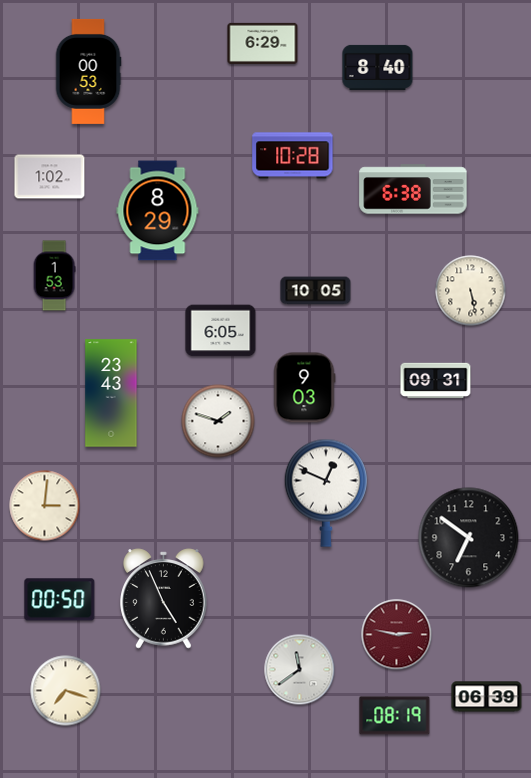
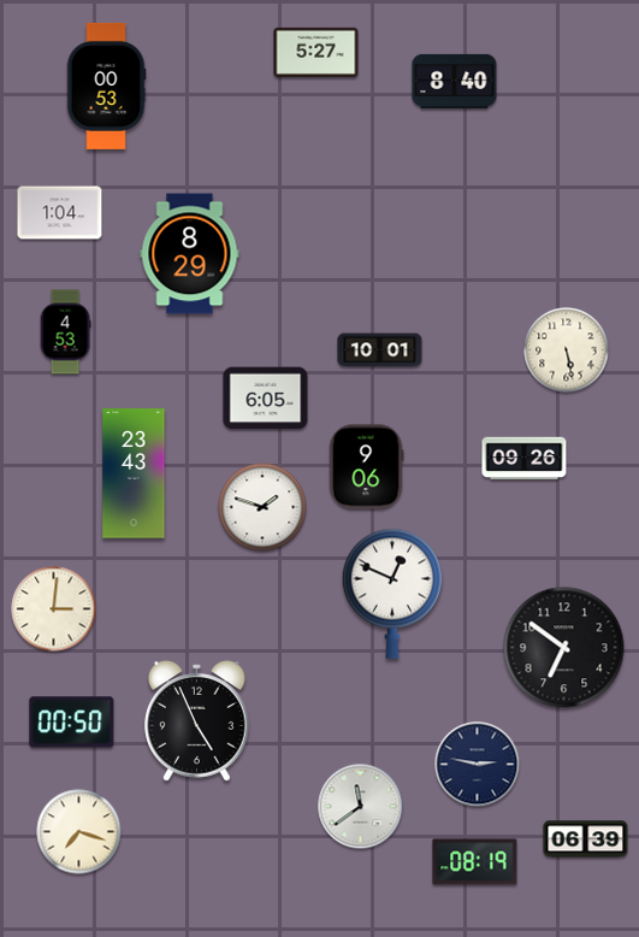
clock at (263, 43): 6:29 -> 5:27
clock at (293, 156): 10:28 -> none
clock at (50, 177): 1:02 -> 1:04
clock at (413, 189): 6:38 -> none
clock at (54, 276): 1:53 -> 4:53
clock at (316, 291): 10:05 -> 10:01
clock at (436, 381): 09:31 -> 09:26
clock at (304, 388): 9:03 -> 9:06
clock at (397, 635) dial: burgundy -> navy
